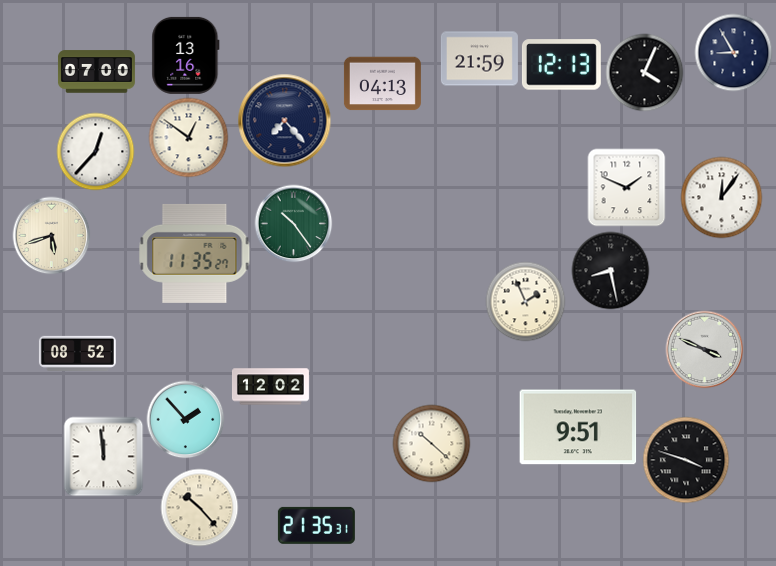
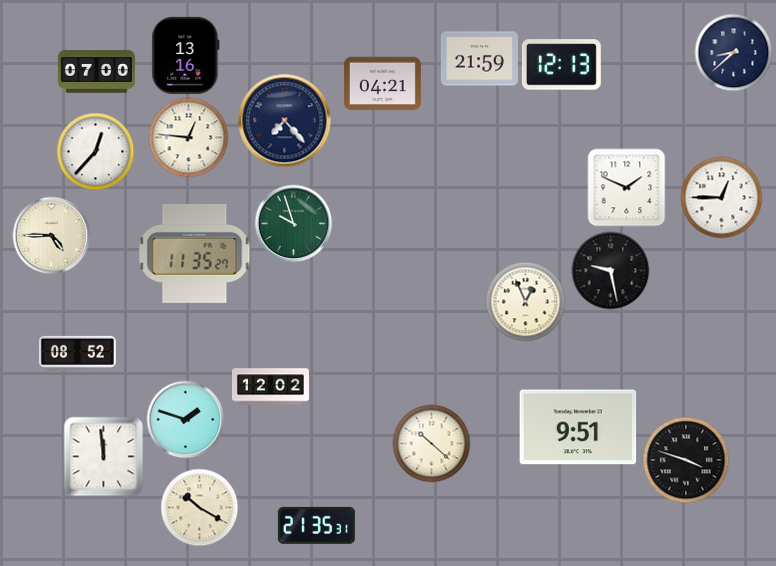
clock at (733, 52): 8:55 -> 8:38
clock at (644, 72): 4:04 -> none
clock at (382, 84): 04:13 -> 04:21
clock at (188, 137): 12:51 -> 12:46
clock at (721, 197): 12:06 -> 12:45
clock at (293, 223): 10:24 -> 9:57
clock at (51, 235): 5:42 -> 4:45
clock at (610, 270): 8:28 -> 9:28
clock at (525, 301): 1:56 -> 12:56
clock at (704, 349): 3:49 -> none
clock at (185, 419): 1:53 -> 1:48
clock at (199, 507): 10:23 -> 10:20
